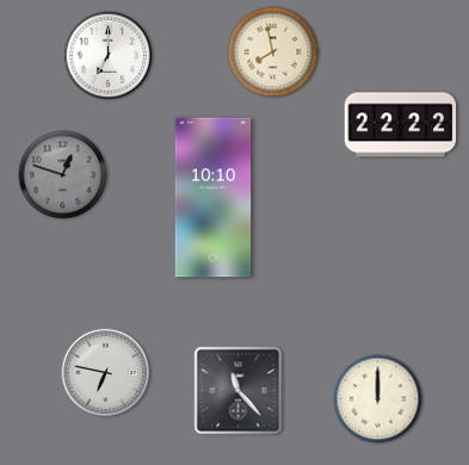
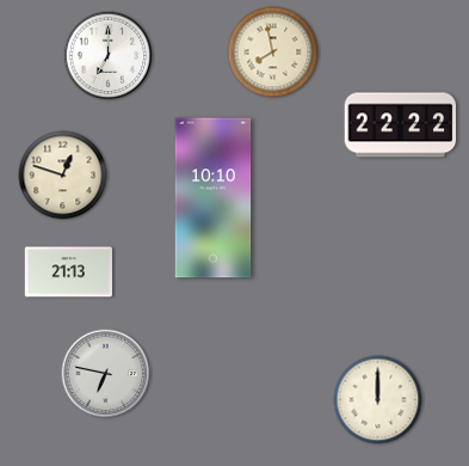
clock at (63, 175) dial: grey -> cream
clock at (68, 272): none -> 21:13
clock at (239, 391): 11:23 -> none
